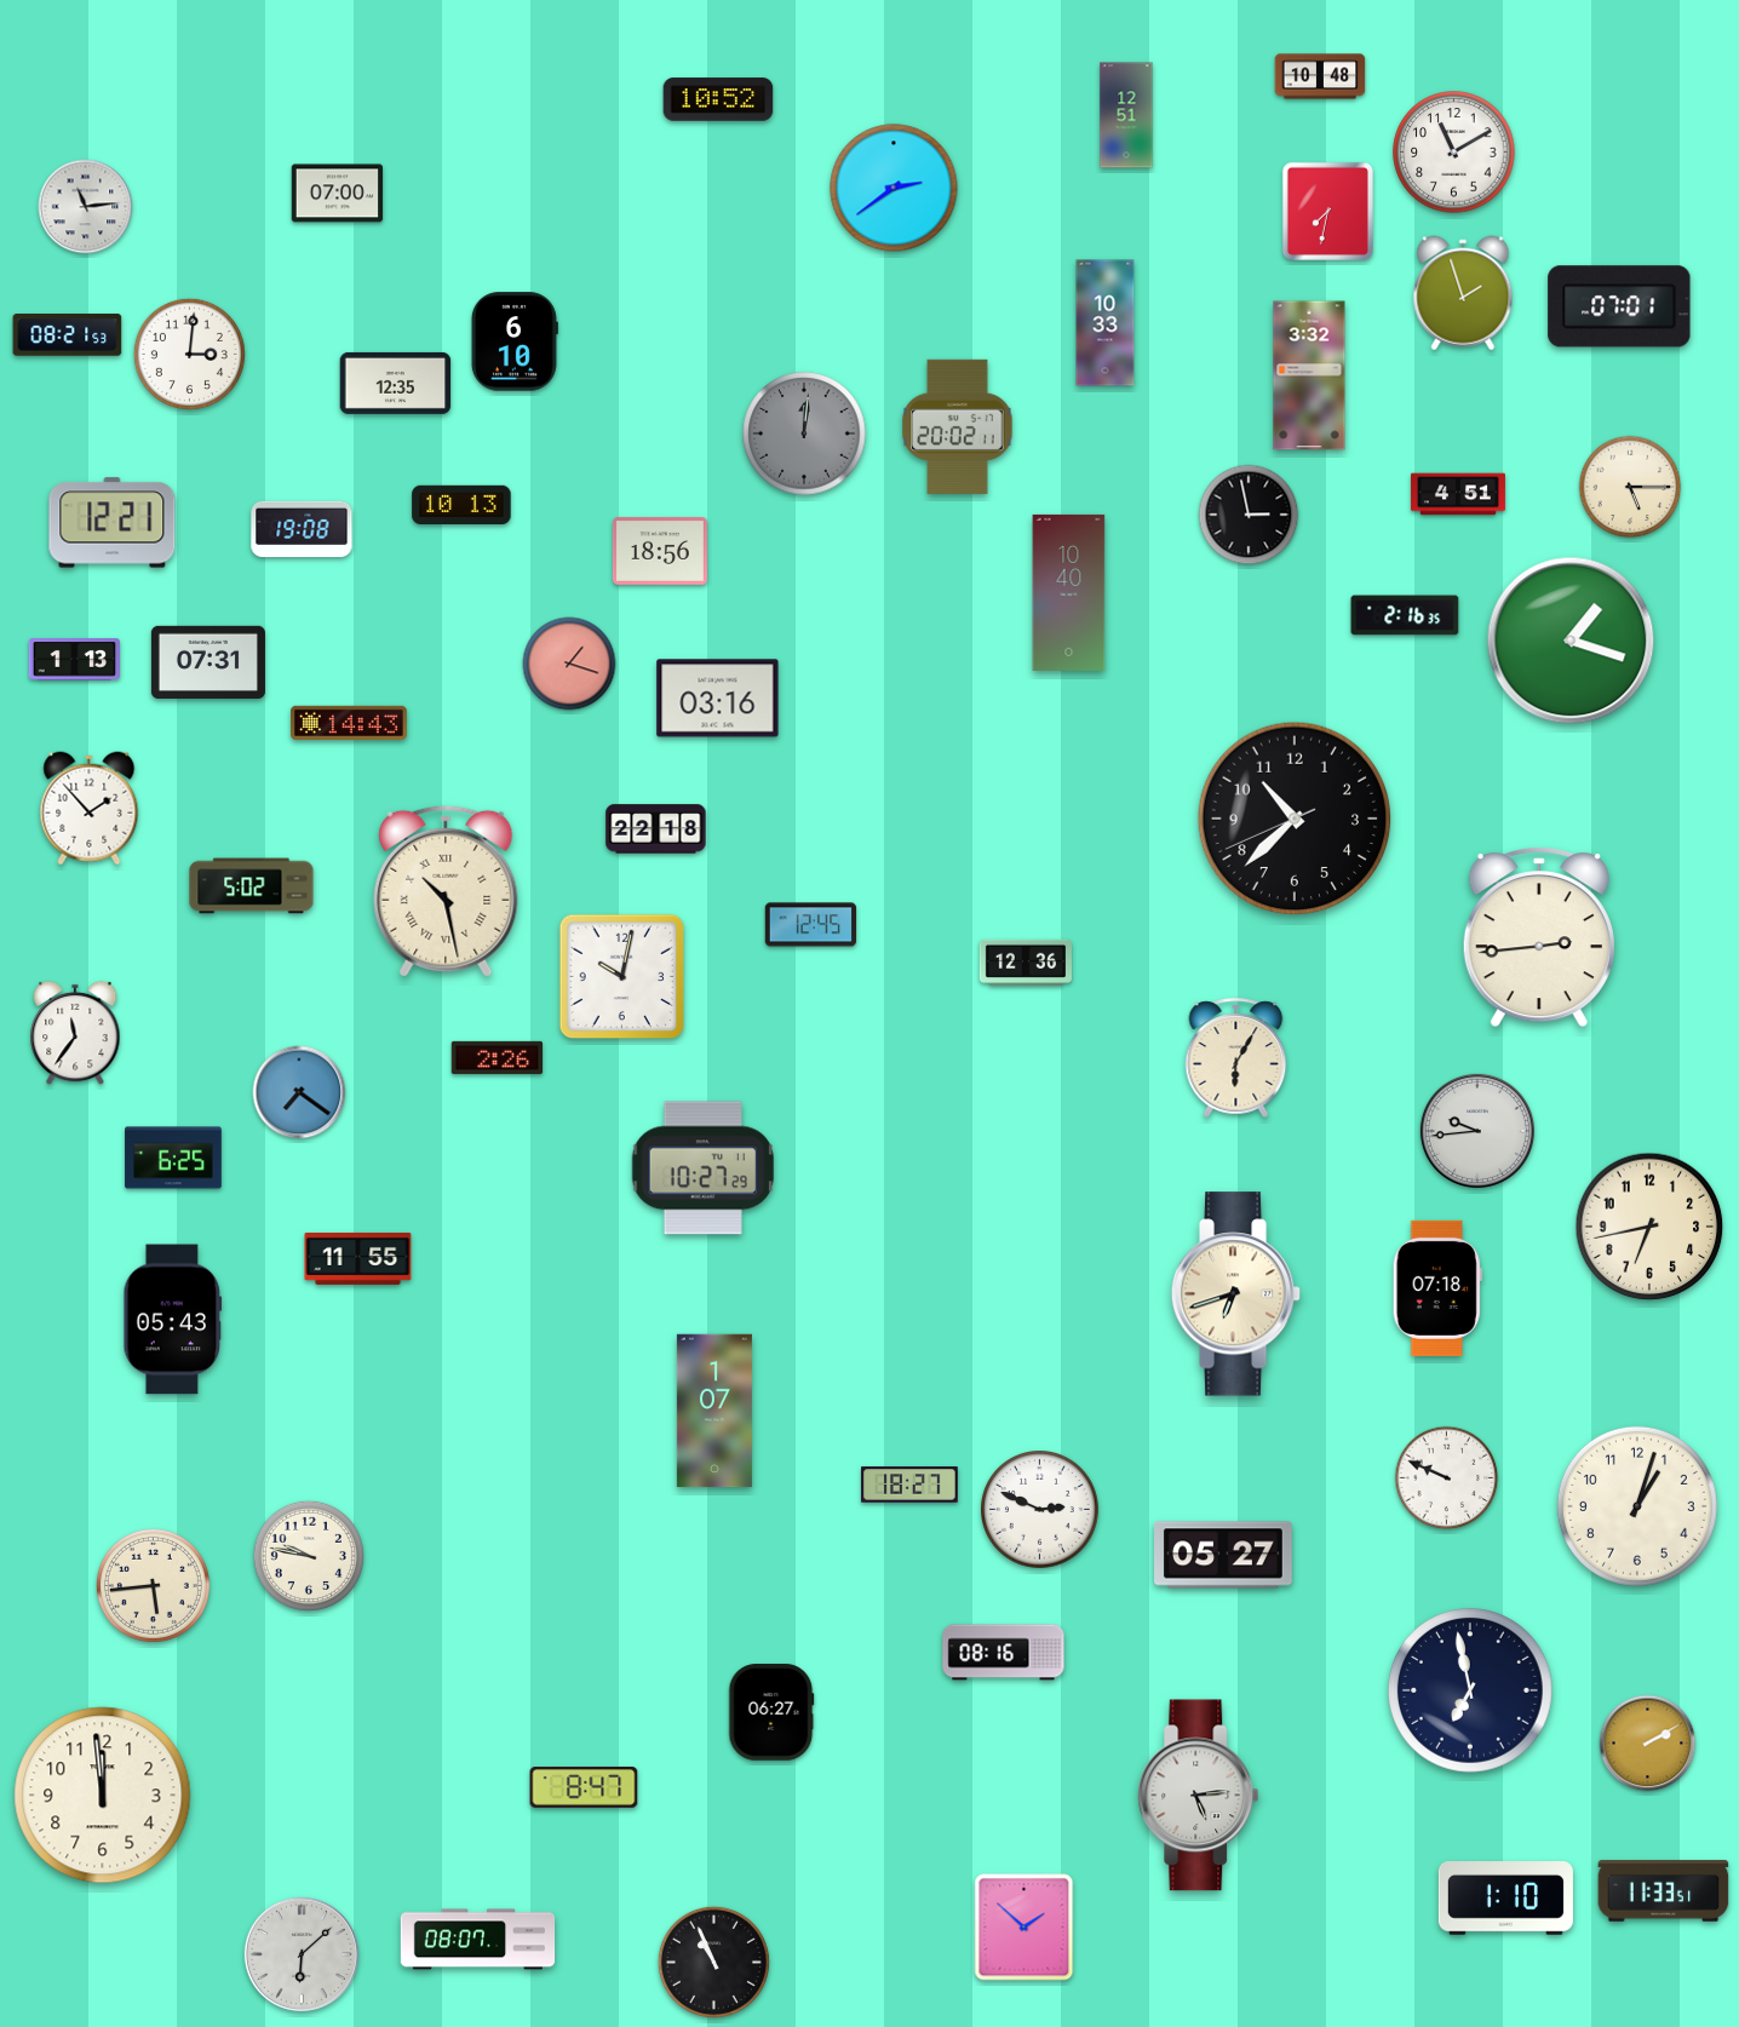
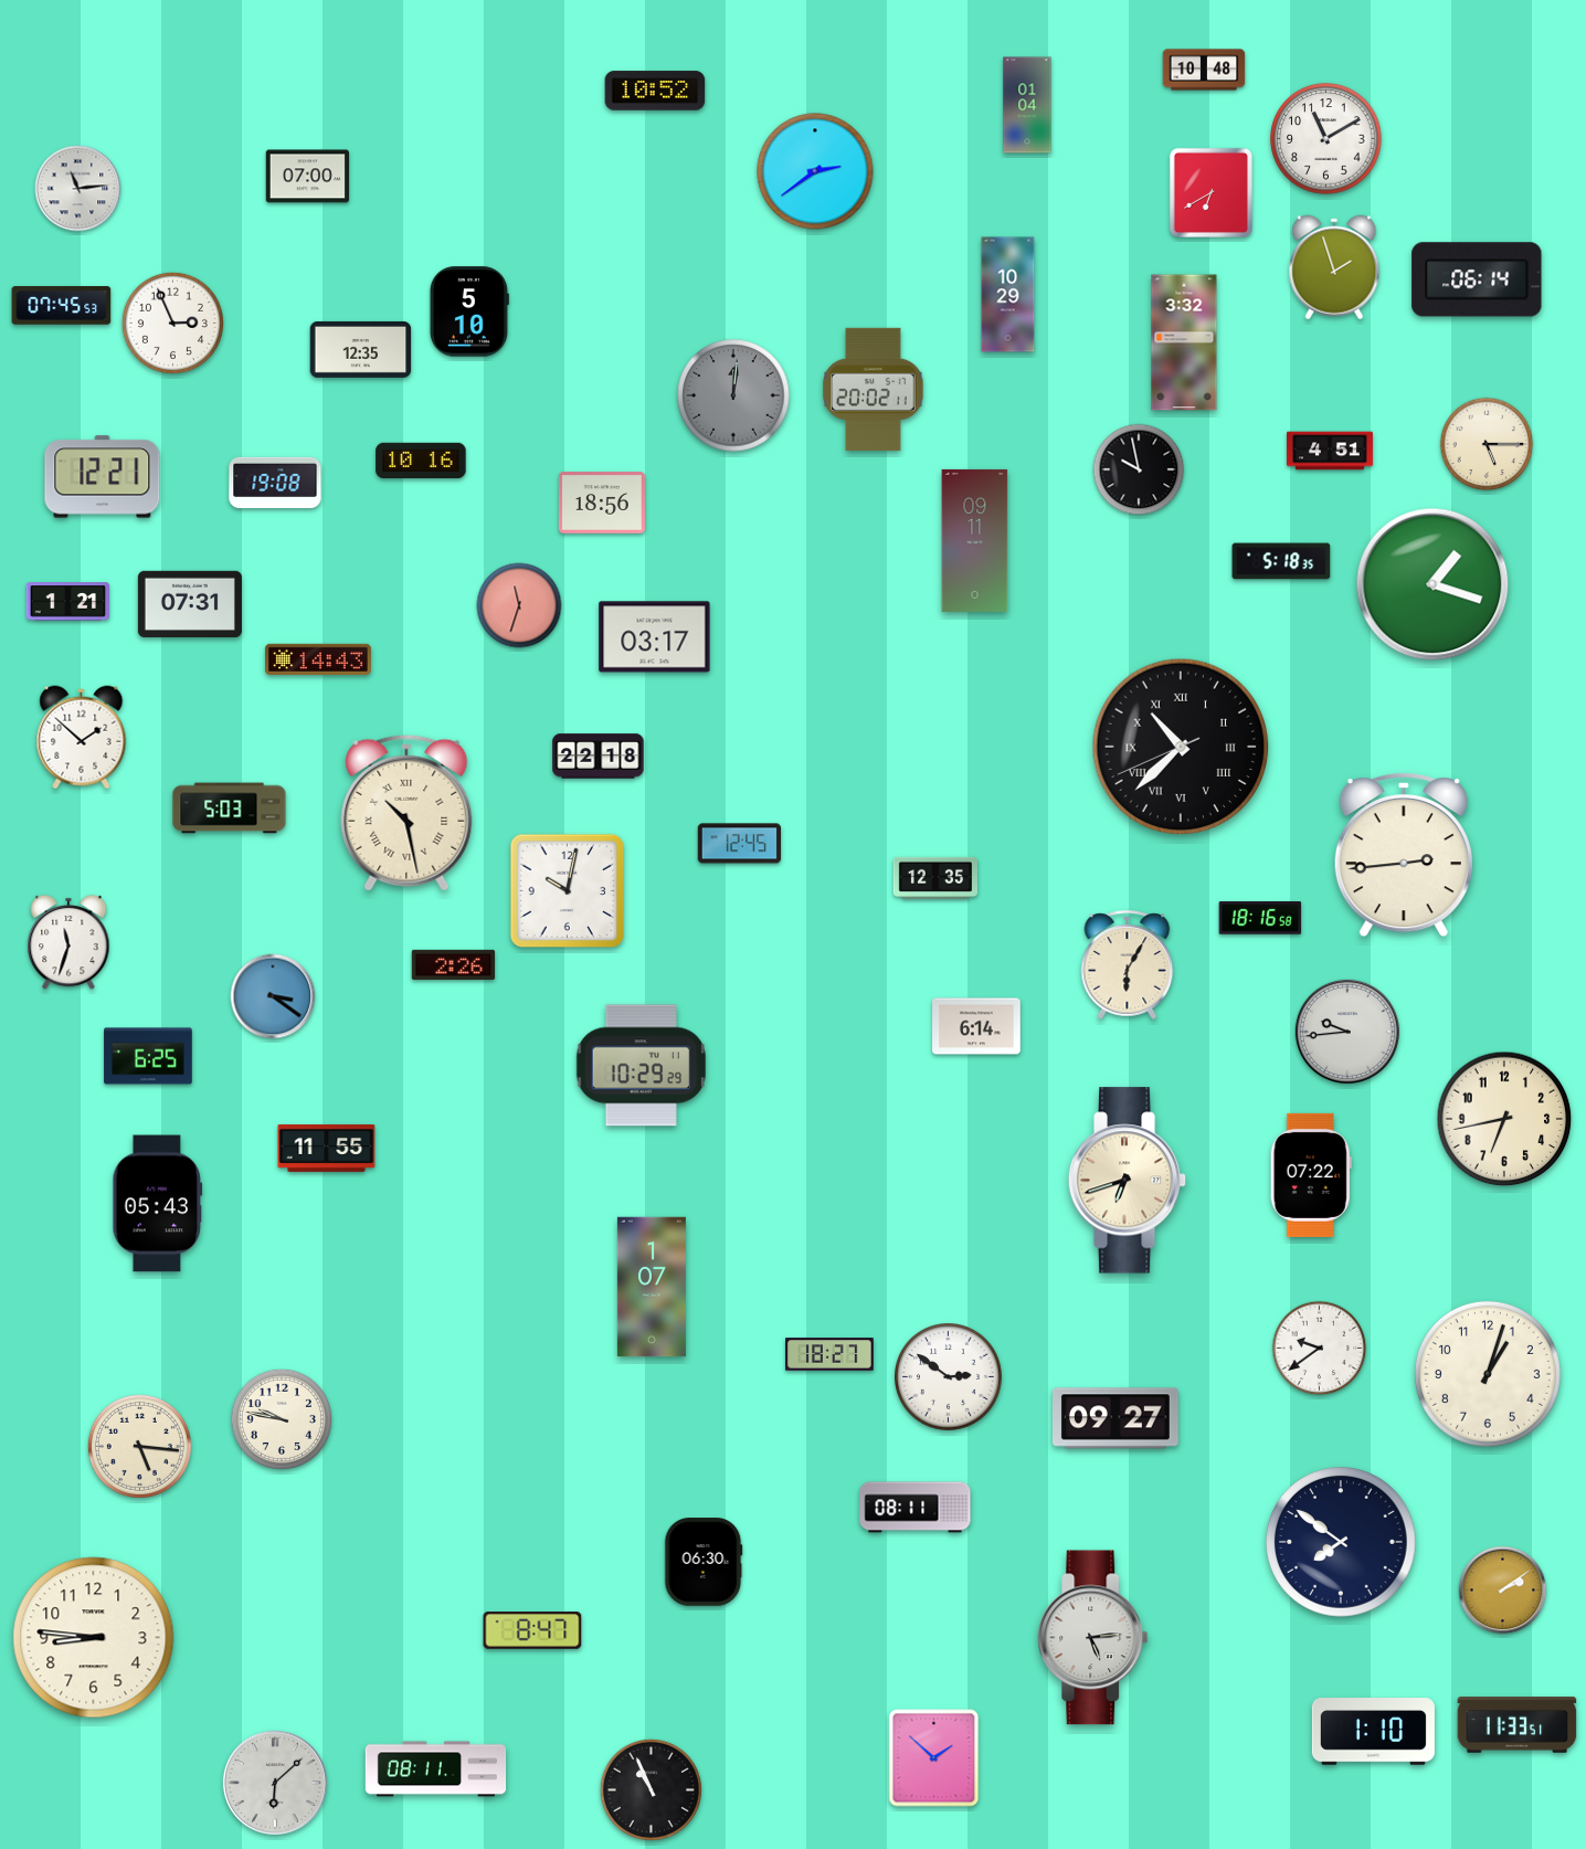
clock at (1126, 115): 12:51 -> 01:04
clock at (1327, 211): 7:32 -> 6:40
clock at (1619, 306): 07:01 -> 06:14
clock at (1106, 323): 10:33 -> 10:29
clock at (68, 335): 08:21 -> 07:45
clock at (515, 341): 6:10 -> 5:10
clock at (189, 354): 3:01 -> 2:56
clock at (1309, 375) position: (1309, 375) -> (1184, 342)
clock at (461, 504): 10:13 -> 10:16
clock at (1249, 515): 2:58 -> 9:58
clock at (1069, 592): 10:40 -> 09:11
clock at (1405, 615): 2:16 -> 5:18
clock at (75, 660): 1:13 -> 1:21
clock at (569, 664): 1:18 -> 11:33
clock at (718, 699): 03:16 -> 03:17
clock at (90, 809): 1:53 -> 1:52
clock at (1295, 819) numerals: Arabic -> Roman
clock at (252, 886): 5:02 -> 5:03
clock at (1025, 963): 12:36 -> 12:35
clock at (1260, 919): none -> 18:16
clock at (75, 1033): 11:36 -> 11:33
clock at (299, 1092): 7:21 -> 3:21
clock at (976, 1026): none -> 6:14
clock at (173, 1158) position: (173, 1158) -> (148, 1056)
clock at (702, 1168): 10:27 -> 10:29
clock at (1437, 1288): 07:18 -> 07:22
clock at (1447, 1478): 9:49 -> 9:39
clock at (1637, 1506) position: (1637, 1506) -> (1488, 1374)
clock at (1040, 1510): 2:49 -> 2:51
clock at (1224, 1555): 05:27 -> 09:27
clock at (153, 1585): 5:44 -> 5:16
clock at (1004, 1653): 08:16 -> 08:11
clock at (1471, 1692): 6:58 -> 7:51
clock at (771, 1712): 06:27 -> 06:30
clock at (1648, 1744): 2:10 -> 2:09
clock at (103, 1796): 11:59 -> 8:46
clock at (478, 1940): 08:07 -> 08:11
